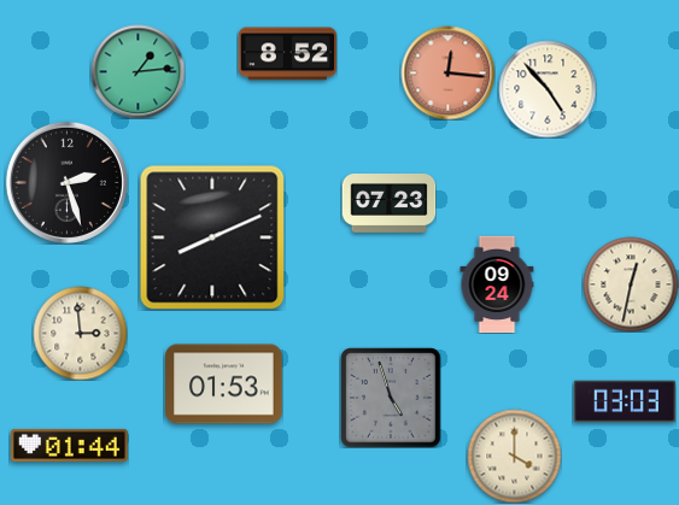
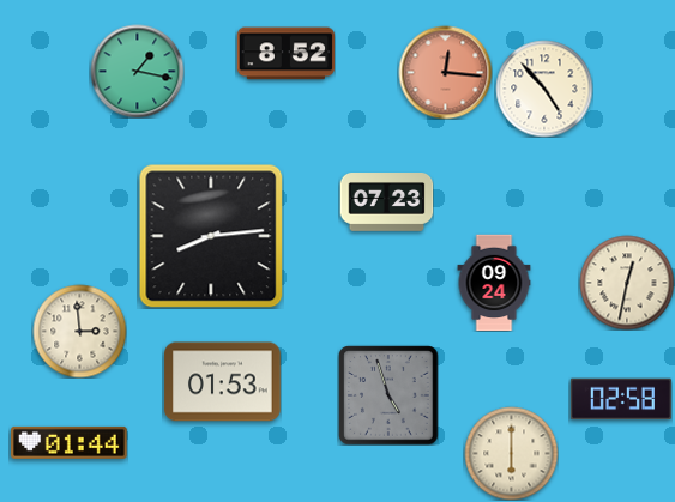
clock at (137, 71): 1:14 -> 1:17
clock at (66, 182): 2:27 -> none
clock at (212, 237): 8:11 -> 8:14
clock at (625, 401): 03:03 -> 02:58
clock at (514, 456): 4:00 -> 6:00
